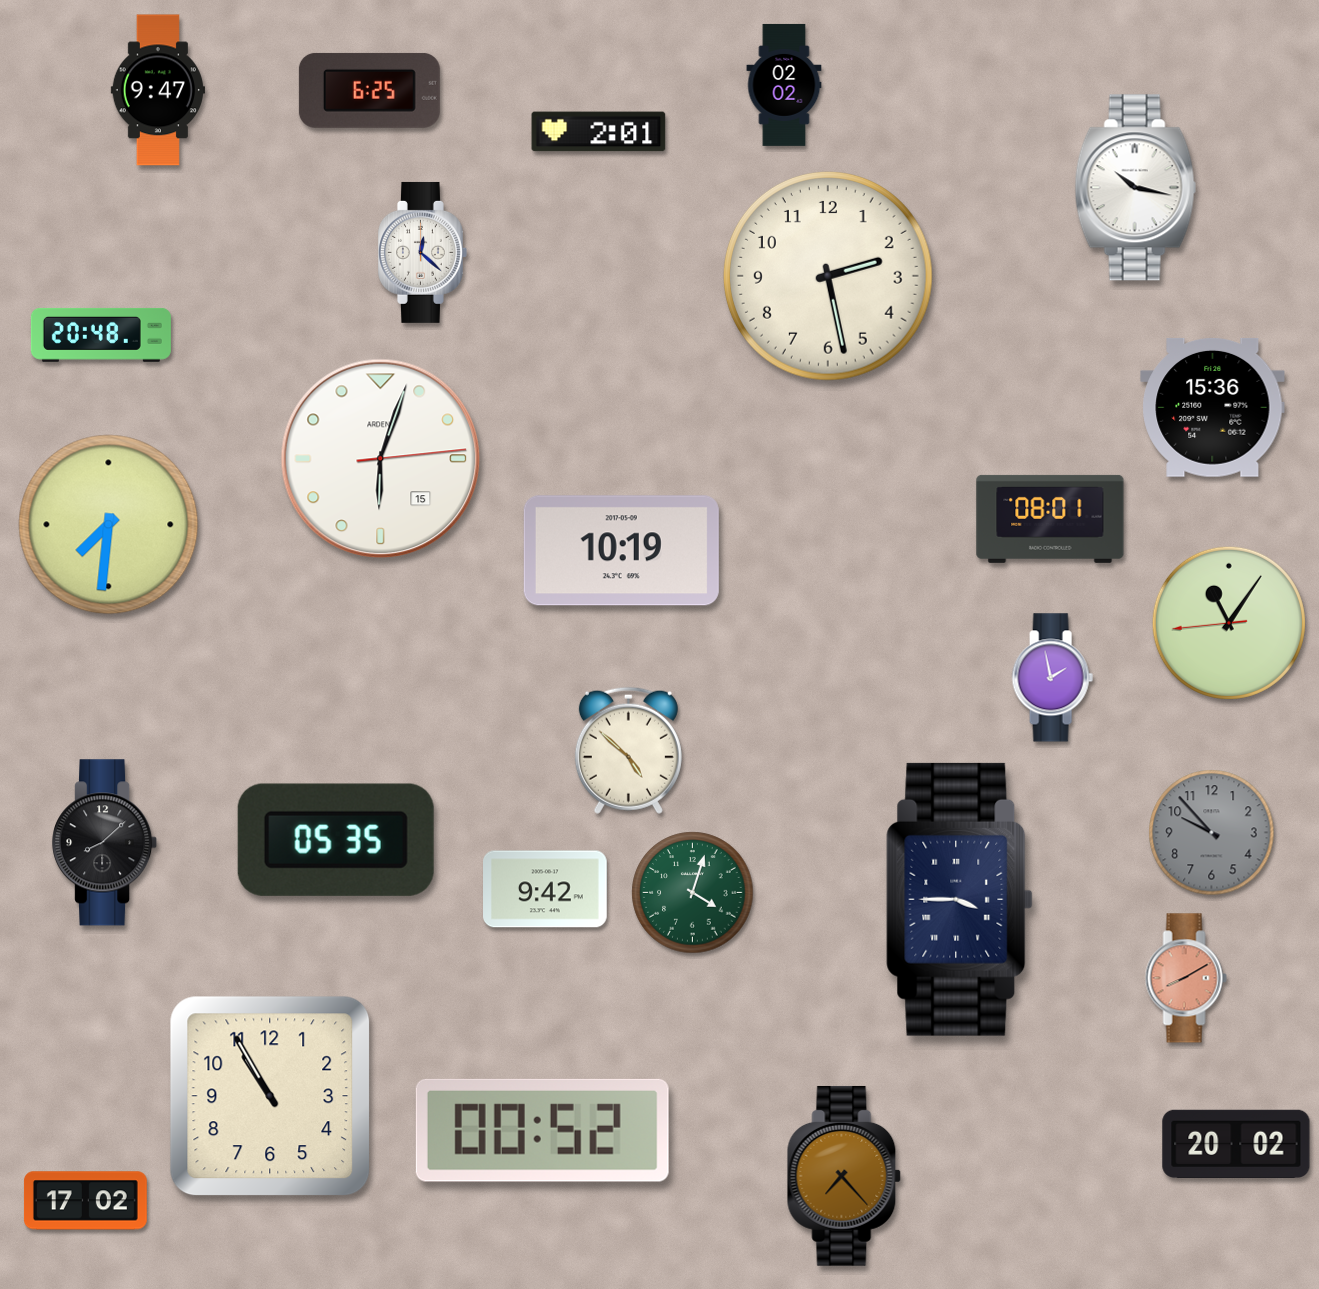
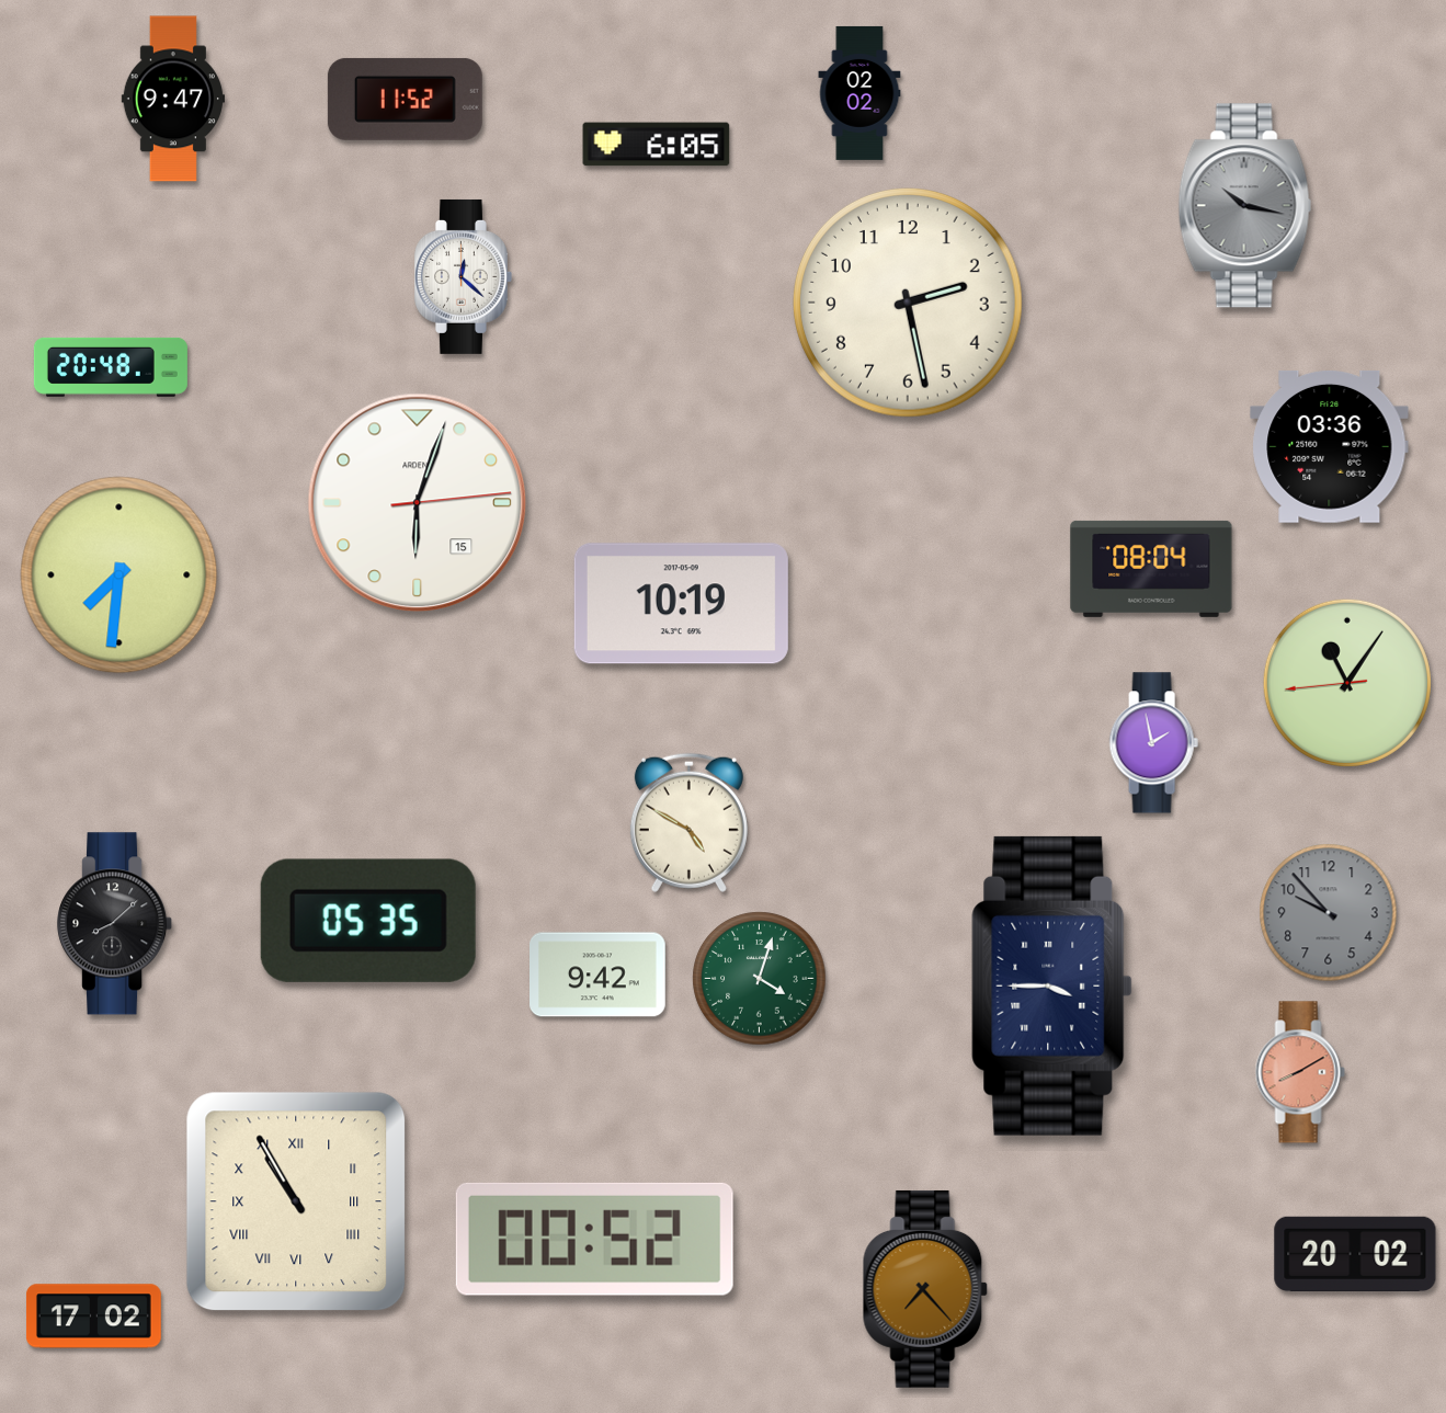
clock at (369, 90): 6:25 -> 11:52
clock at (599, 132): 2:01 -> 6:05
clock at (1136, 188) dial: white -> grey
clock at (1213, 407): 15:36 -> 03:36
clock at (1050, 519): 08:01 -> 08:04
clock at (628, 750): 4:52 -> 4:50
clock at (270, 1096) numerals: Arabic -> Roman
